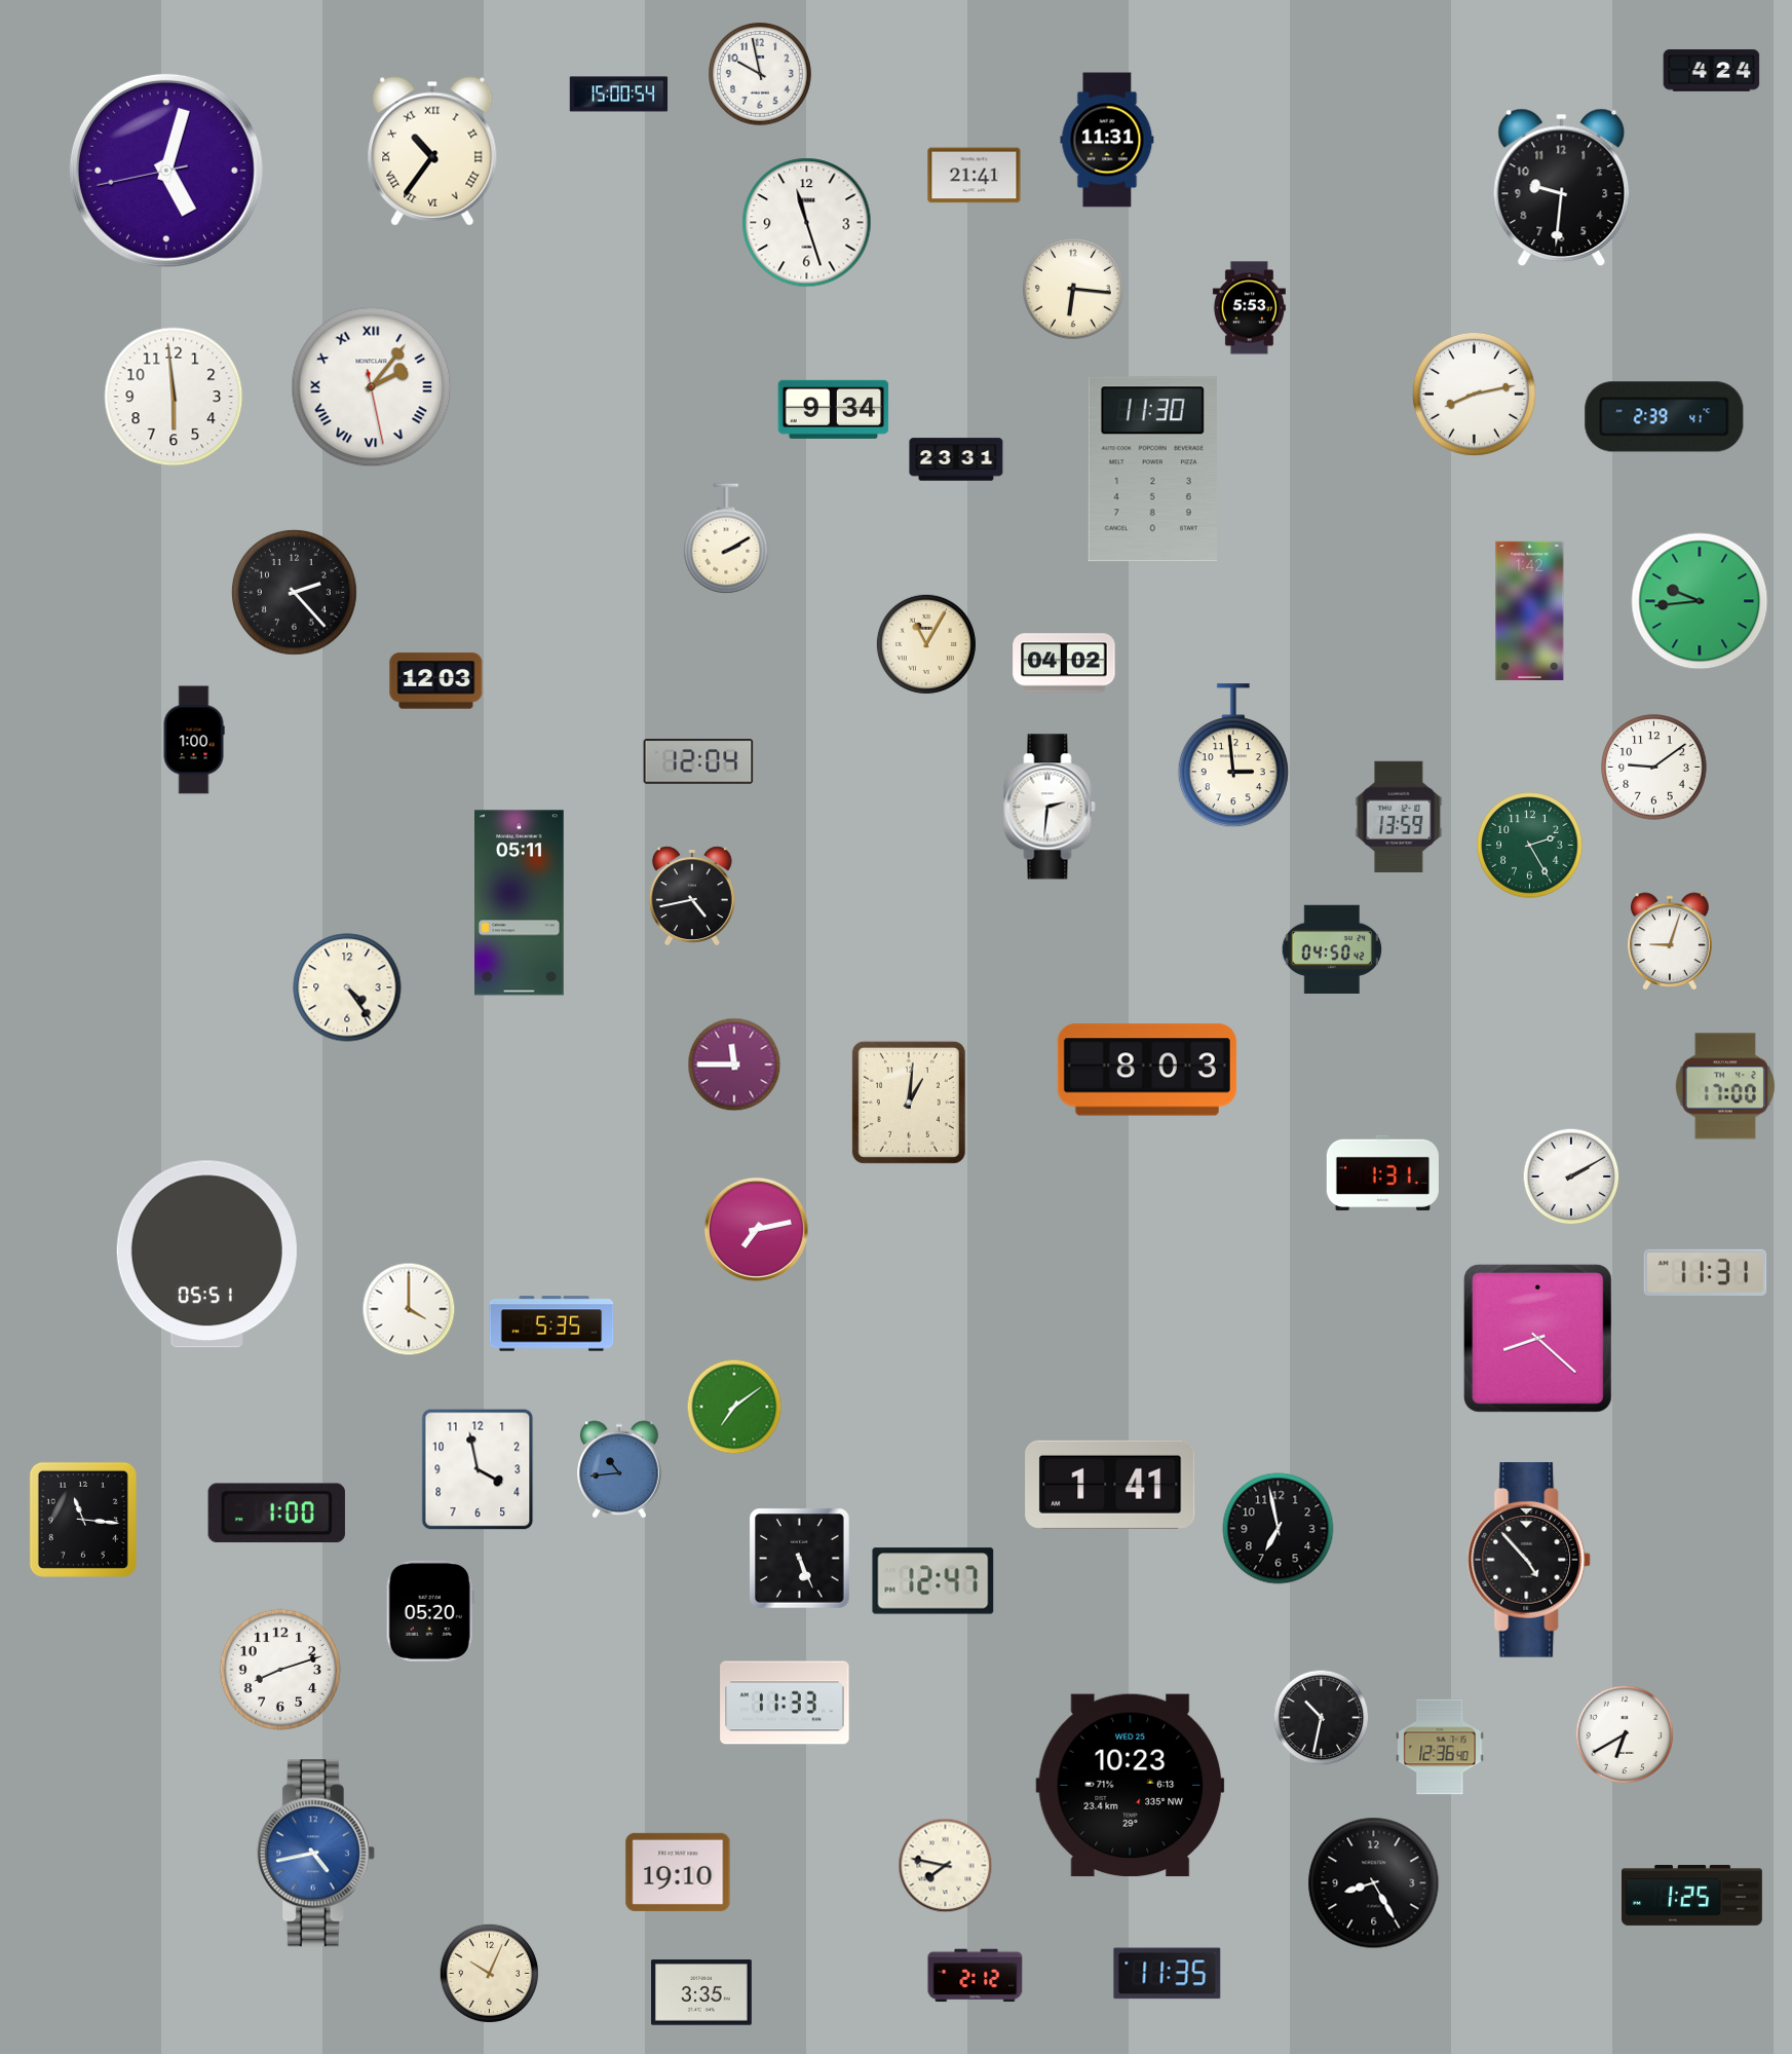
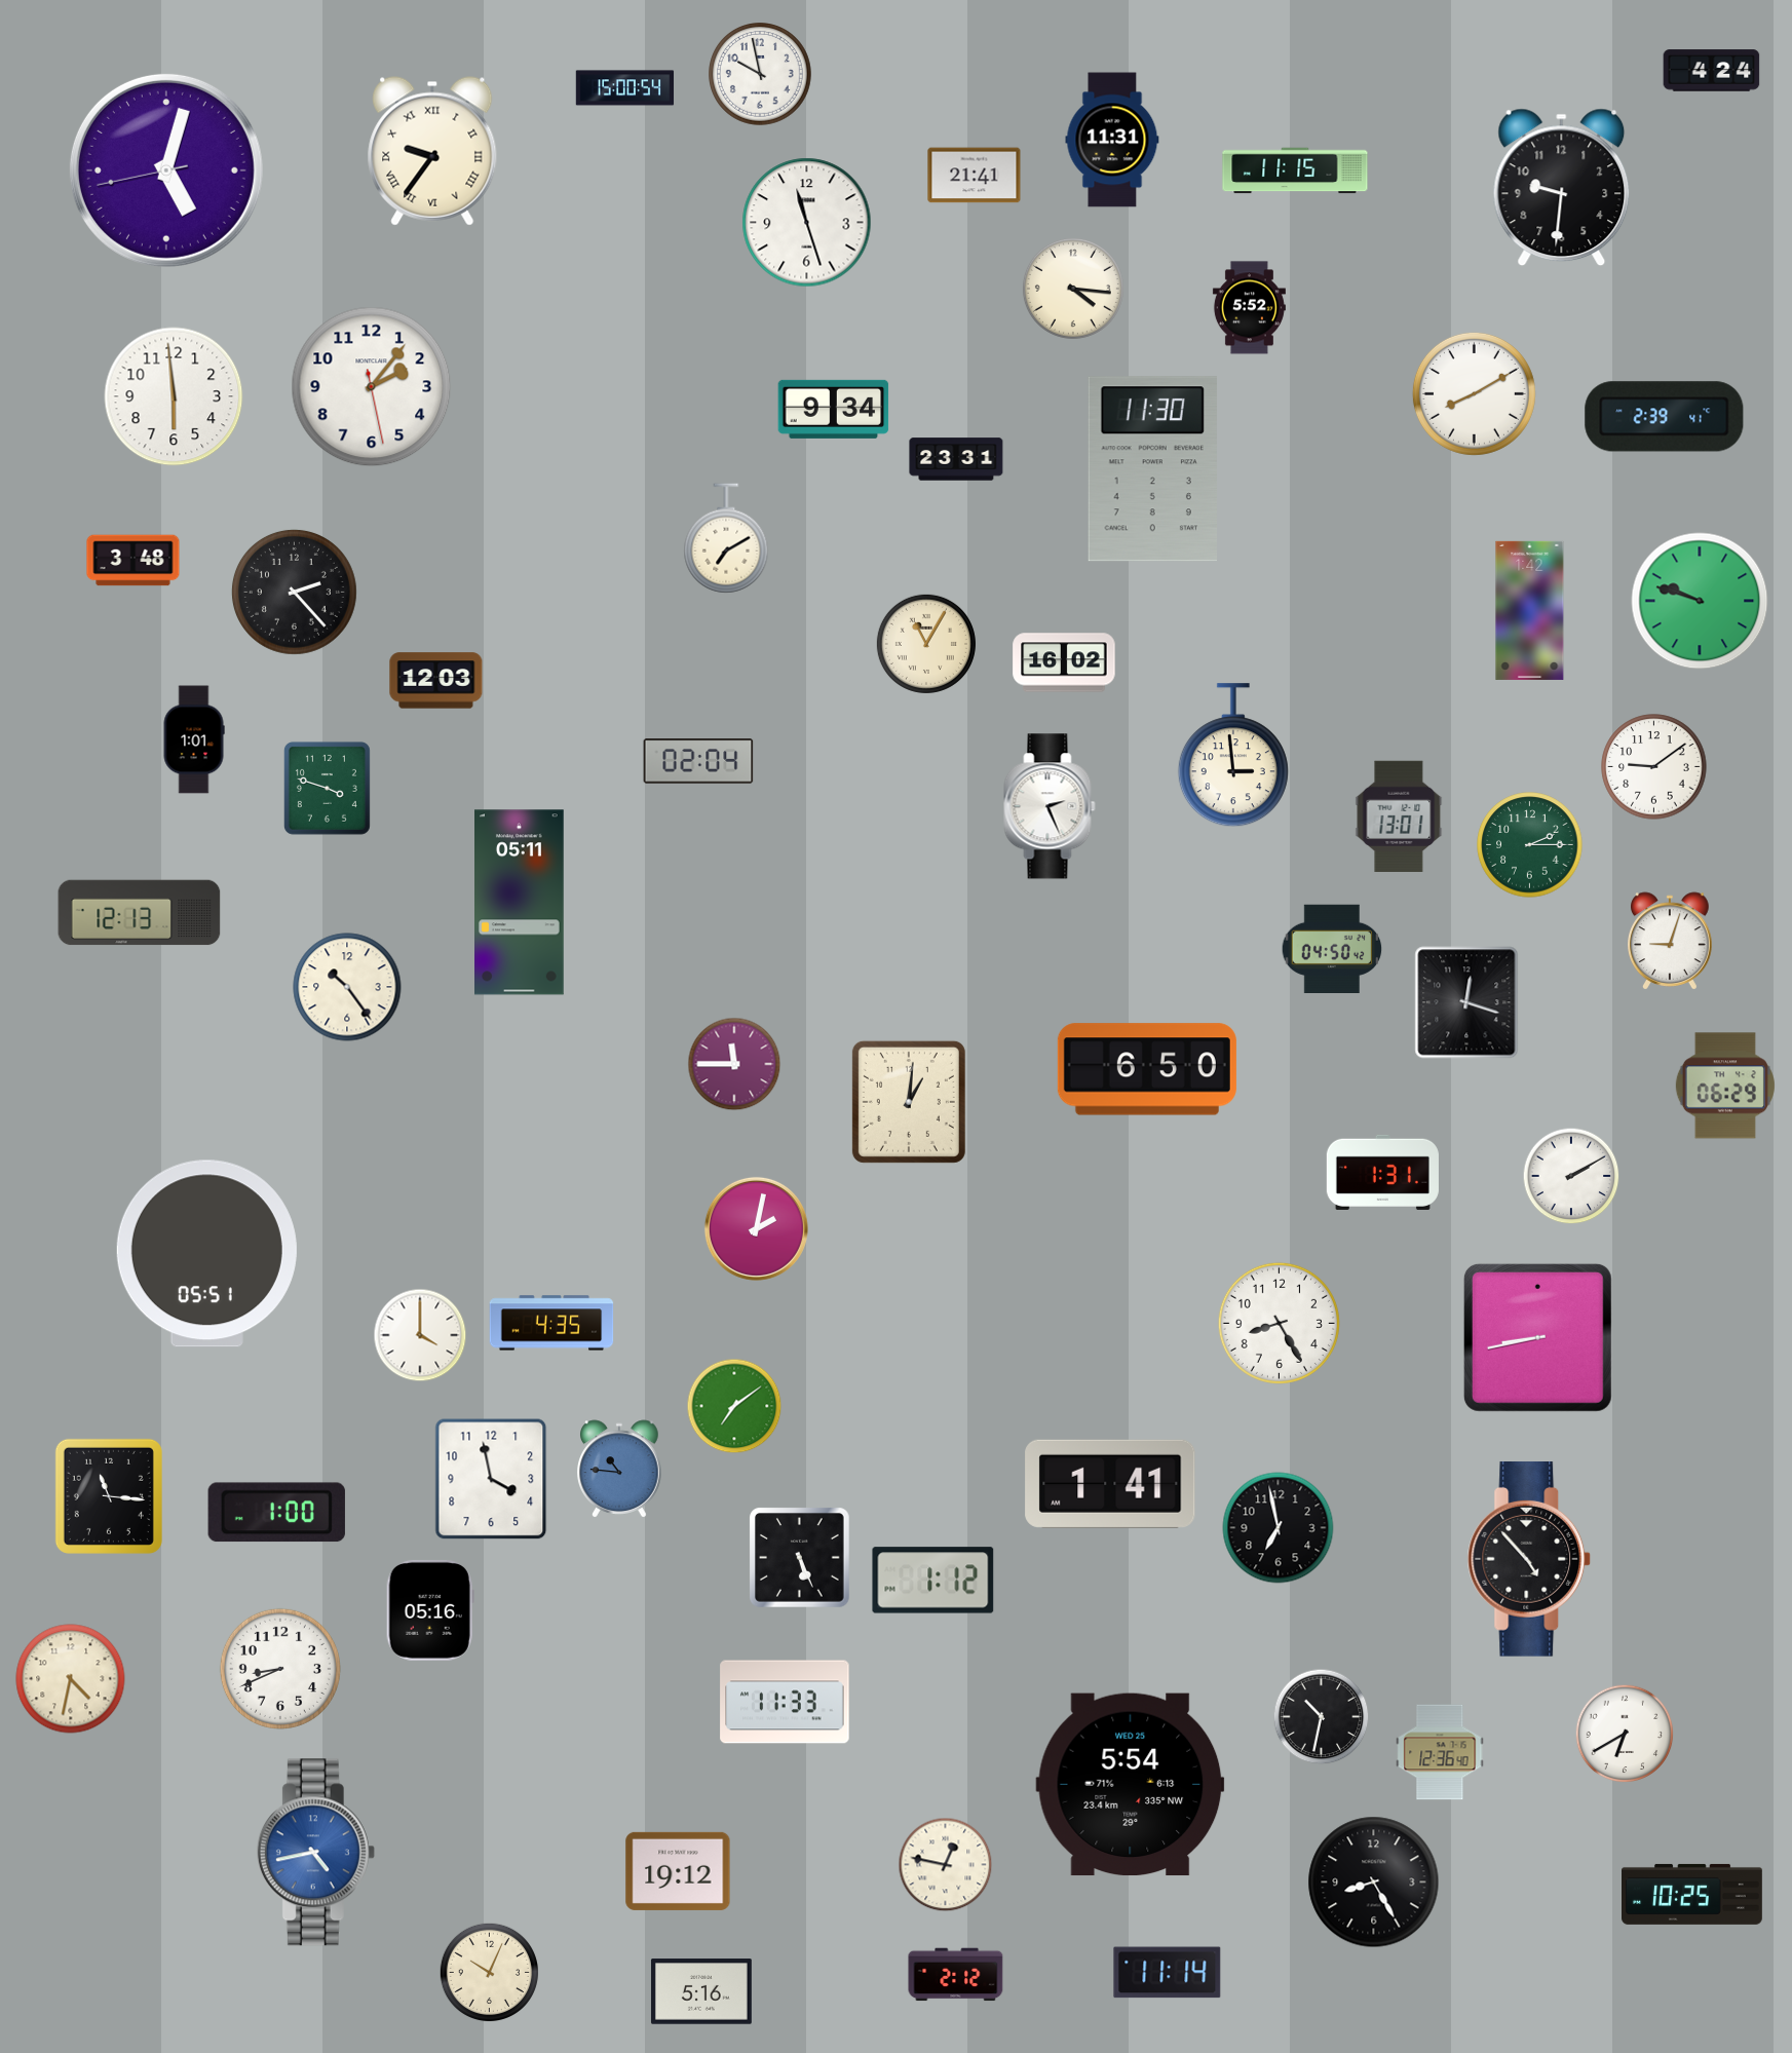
clock at (619, 95) position: (619, 95) -> (625, 88)
clock at (1107, 140) position: (1107, 140) -> (1112, 140)
clock at (432, 151): 10:36 -> 9:36
clock at (1295, 170): none -> 11:15
clock at (1073, 289): 6:16 -> 4:16
clock at (1249, 308): 5:53 -> 5:52
clock at (372, 387) numerals: Roman -> Arabic
clock at (1474, 394): 8:13 -> 8:10
clock at (726, 538): 2:10 -> 7:10
clock at (134, 561): none -> 3:48
clock at (1700, 601): 9:44 -> 9:48
clock at (1064, 663): 04:02 -> 16:02
clock at (194, 740): 1:00 -> 1:01
clock at (698, 761): 12:04 -> 02:04
clock at (327, 788): none -> 3:48
clock at (1050, 807): 2:31 -> 2:26
clock at (1399, 816): 13:59 -> 13:01
clock at (1530, 846): 2:25 -> 2:15
clock at (692, 895): 4:43 -> none
clock at (140, 913): none -> 12:13
clock at (347, 987): 4:24 -> 10:24
clock at (1466, 1002): none -> 12:18
clock at (1147, 1070): 8:03 -> 6:50
clock at (1725, 1086): 17:00 -> 06:29
clock at (756, 1229): 7:13 -> 2:02
clock at (1706, 1272): 11:31 -> none
clock at (409, 1309) position: (409, 1309) -> (420, 1335)
clock at (551, 1323): 5:35 -> 4:35
clock at (1279, 1323): none -> 8:25
clock at (1537, 1338): 8:22 -> 8:43
clock at (478, 1469) position: (478, 1469) -> (491, 1479)
clock at (619, 1469): 10:44 -> 10:46
clock at (83, 1520) position: (83, 1520) -> (109, 1496)
clock at (933, 1581): 12:47 -> 1:12
clock at (430, 1611): 05:20 -> 05:16
clock at (280, 1670): 8:12 -> 8:41
clock at (71, 1679): none -> 4:32
clock at (1440, 1747) position: (1440, 1747) -> (1440, 1752)
clock at (1131, 1786): 10:23 -> 5:54
clock at (946, 1866): 7:47 -> 12:47
clock at (678, 1872): 19:10 -> 19:12
clock at (1692, 1895): 1:25 -> 10:25
clock at (1168, 1974): 11:35 -> 11:14
clock at (976, 1976) position: (976, 1976) -> (956, 1975)
clock at (701, 1992): 3:35 -> 5:16
